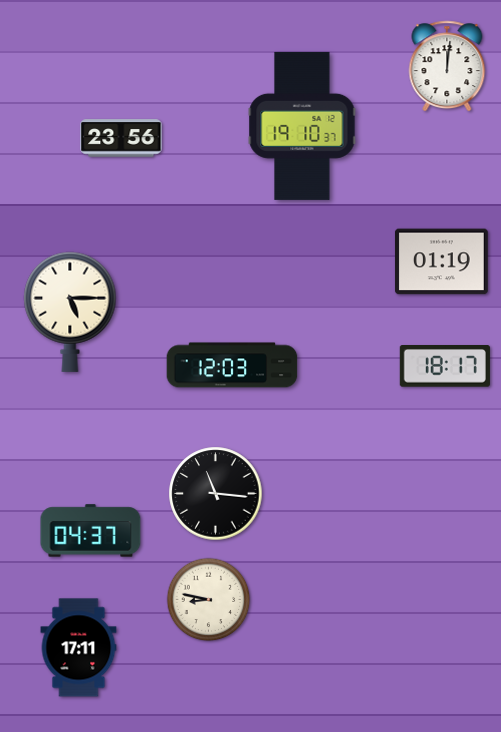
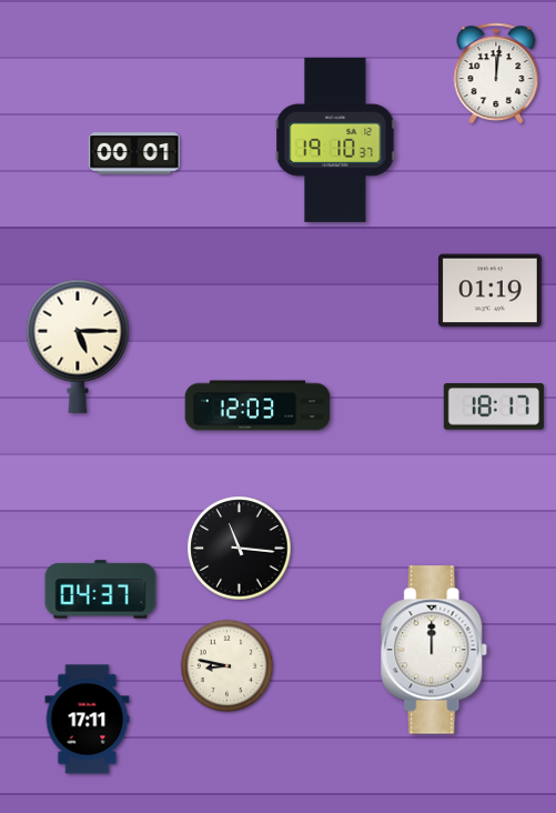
clock at (121, 138): 23:56 -> 00:01
clock at (435, 650): none -> 12:00
clock at (209, 600) position: (209, 600) -> (228, 666)
